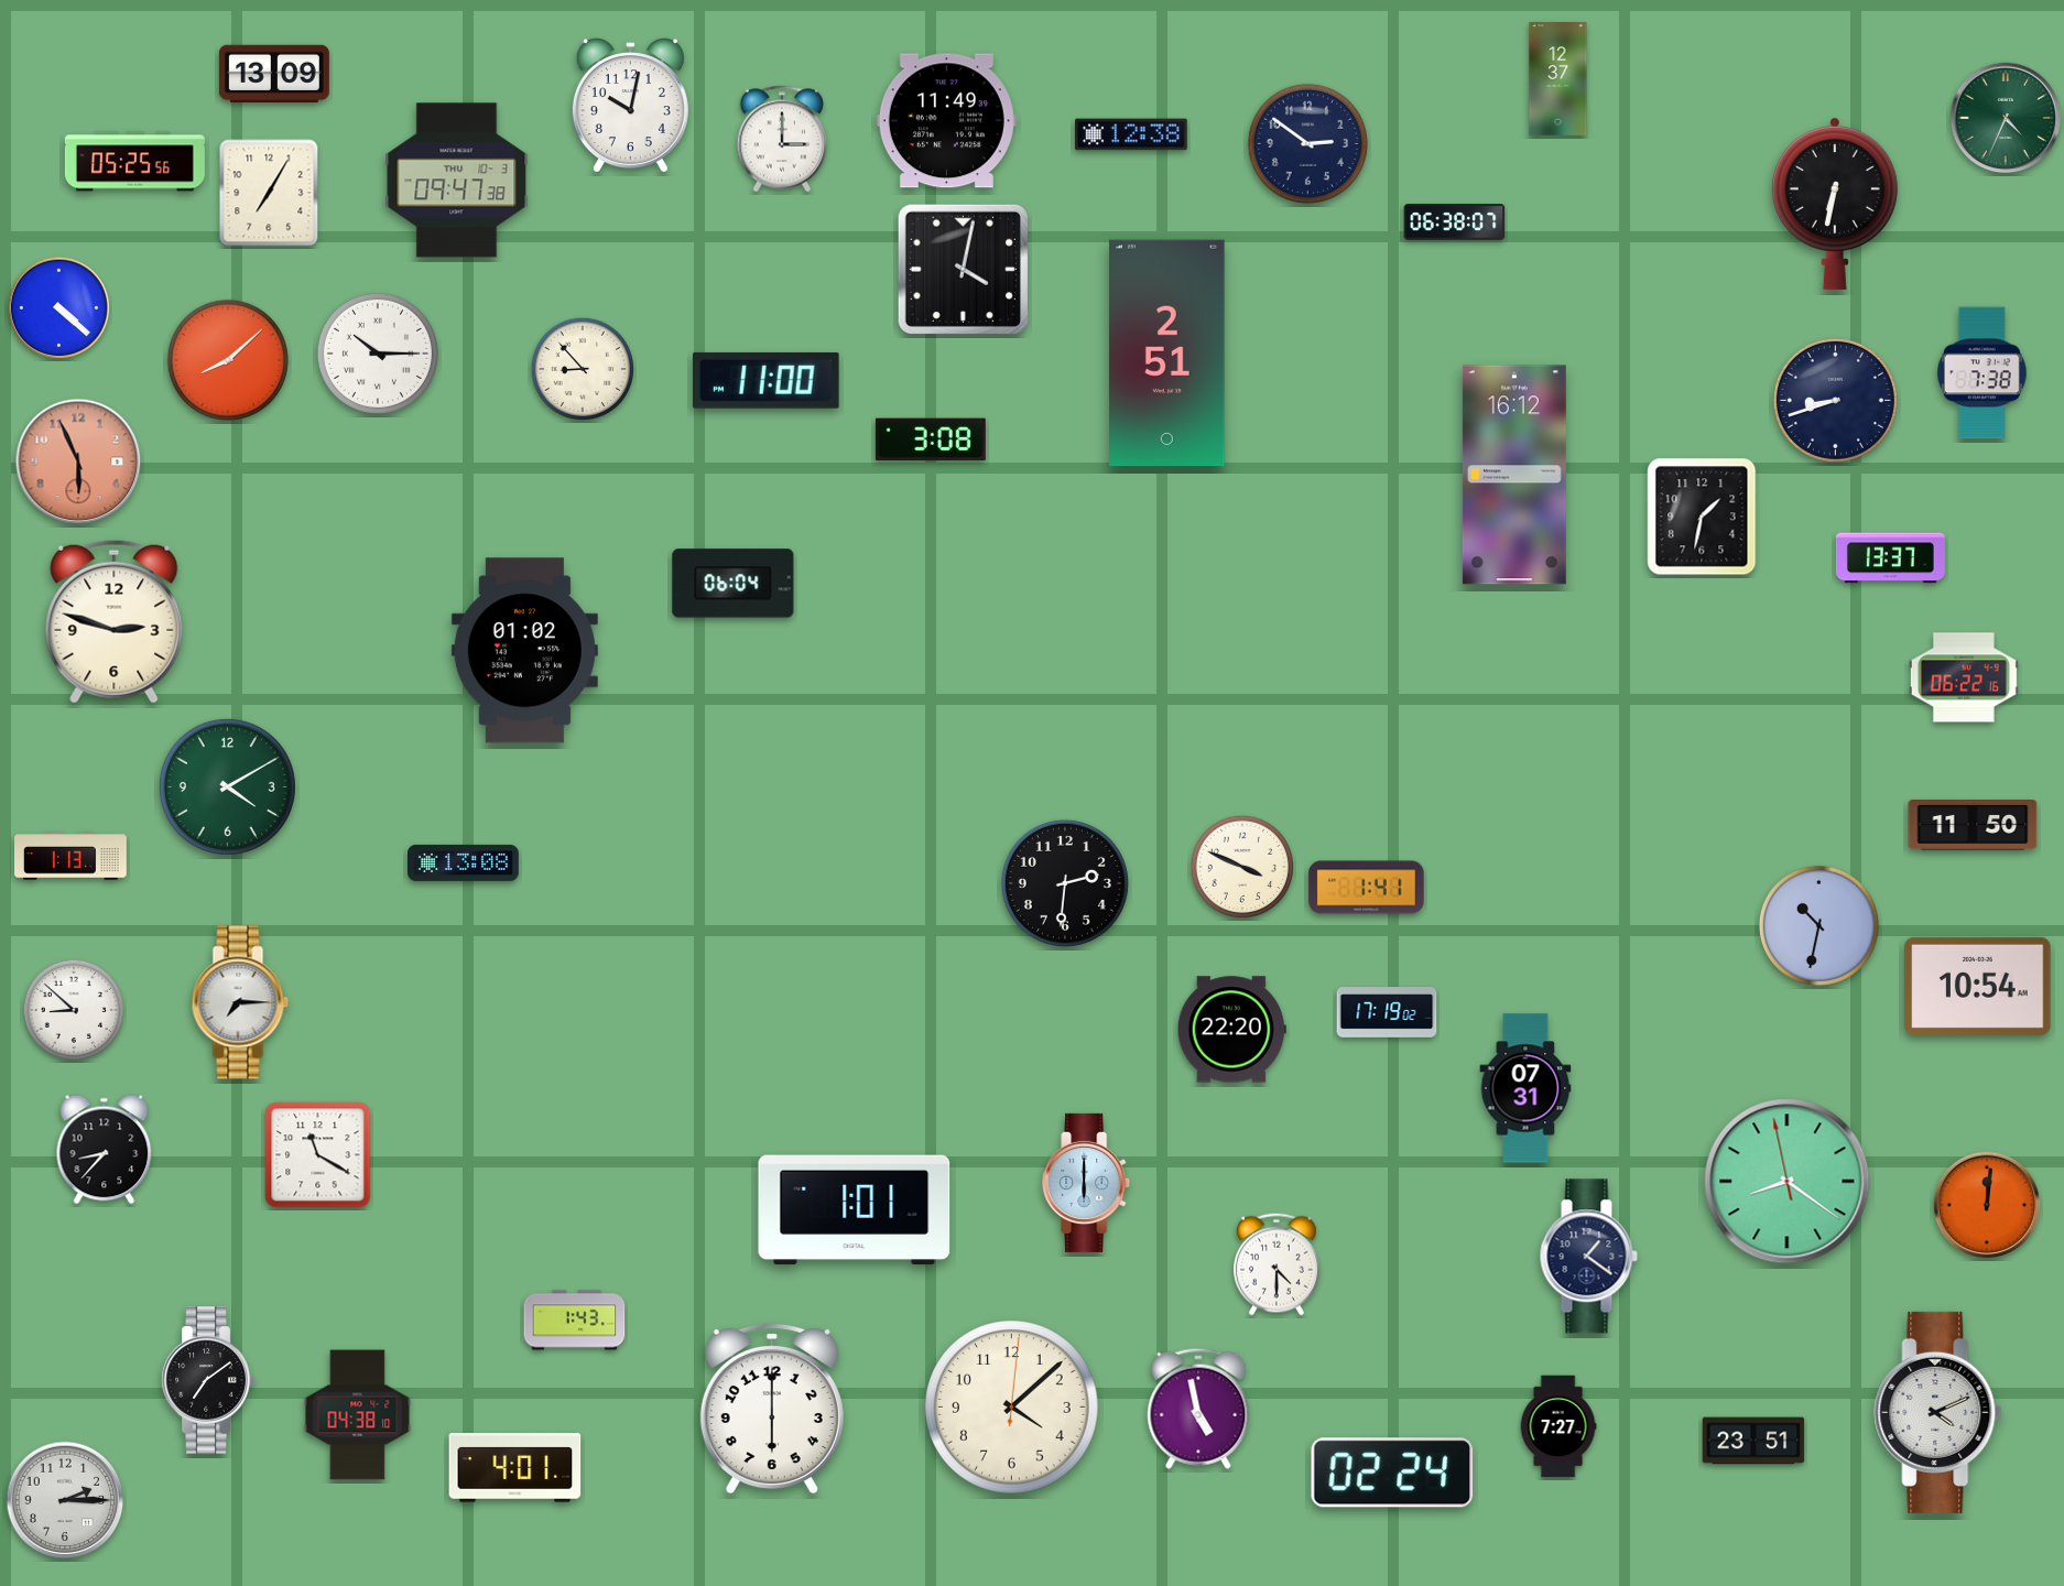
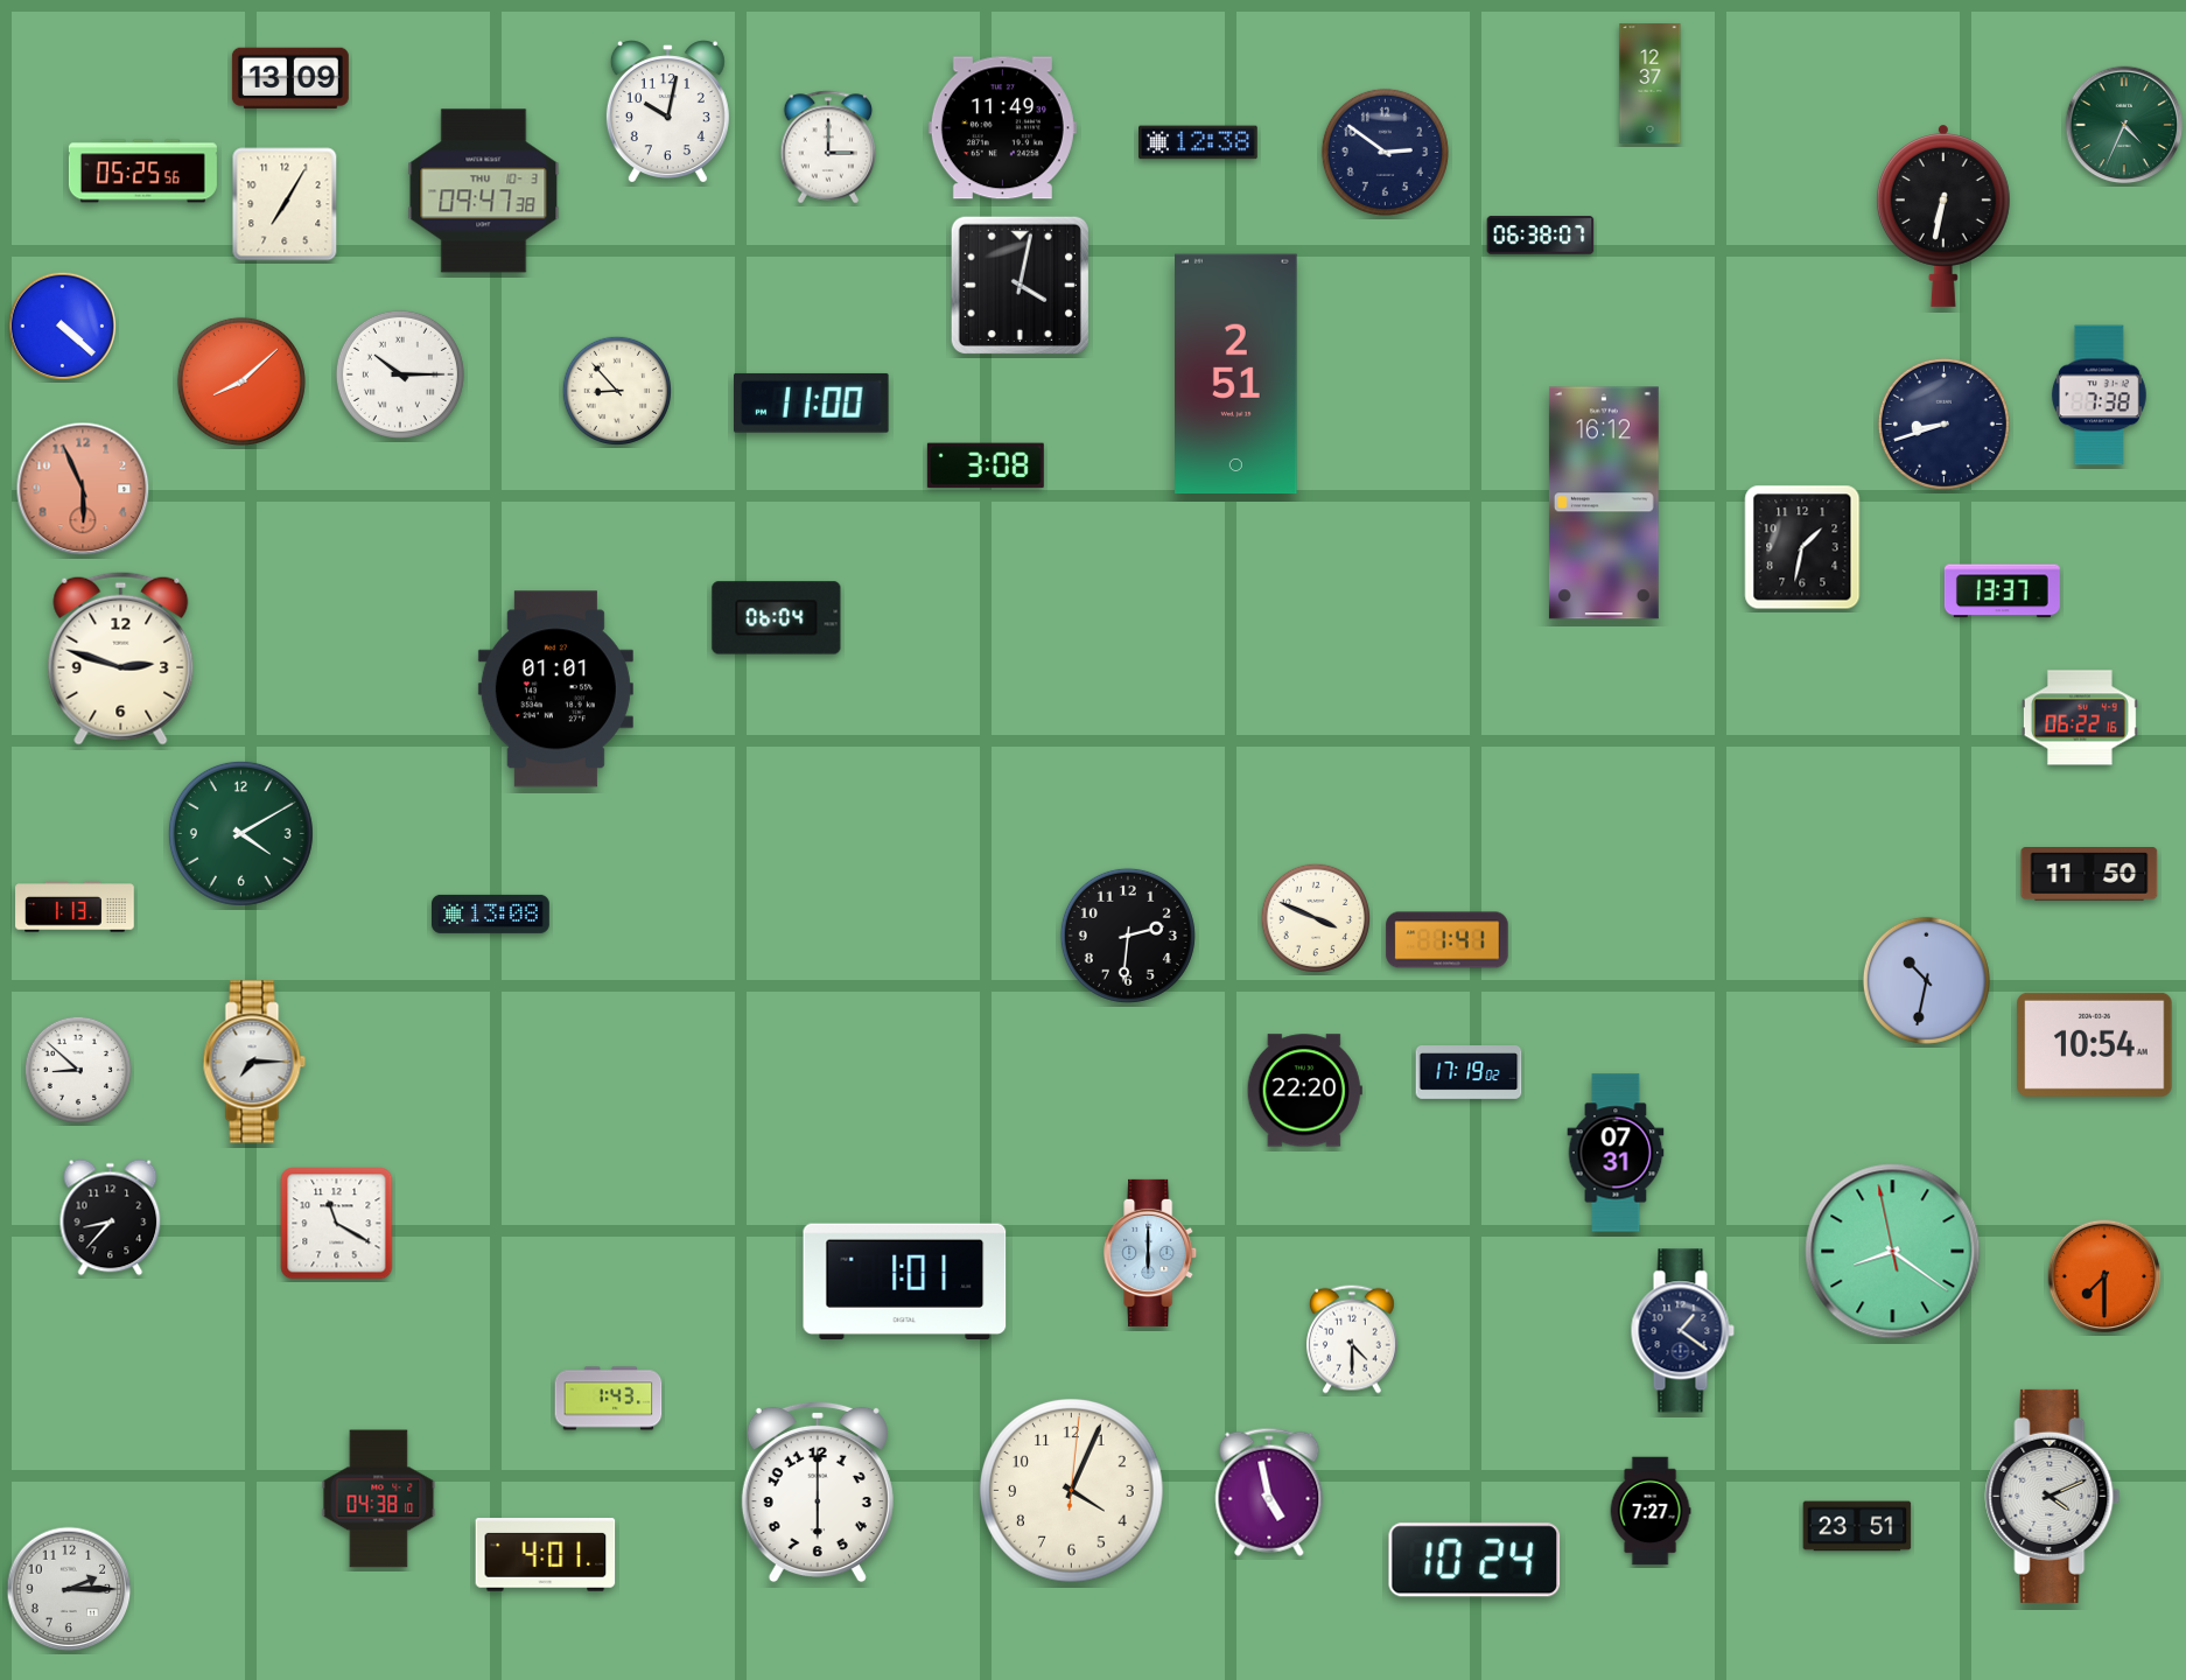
clock at (524, 651): 01:02 -> 01:01
clock at (1987, 1205): 12:01 -> 7:30
clock at (208, 1380): 7:09 -> none
clock at (1012, 1408): 4:08 -> 4:04
clock at (1392, 1473): 02:24 -> 10:24
